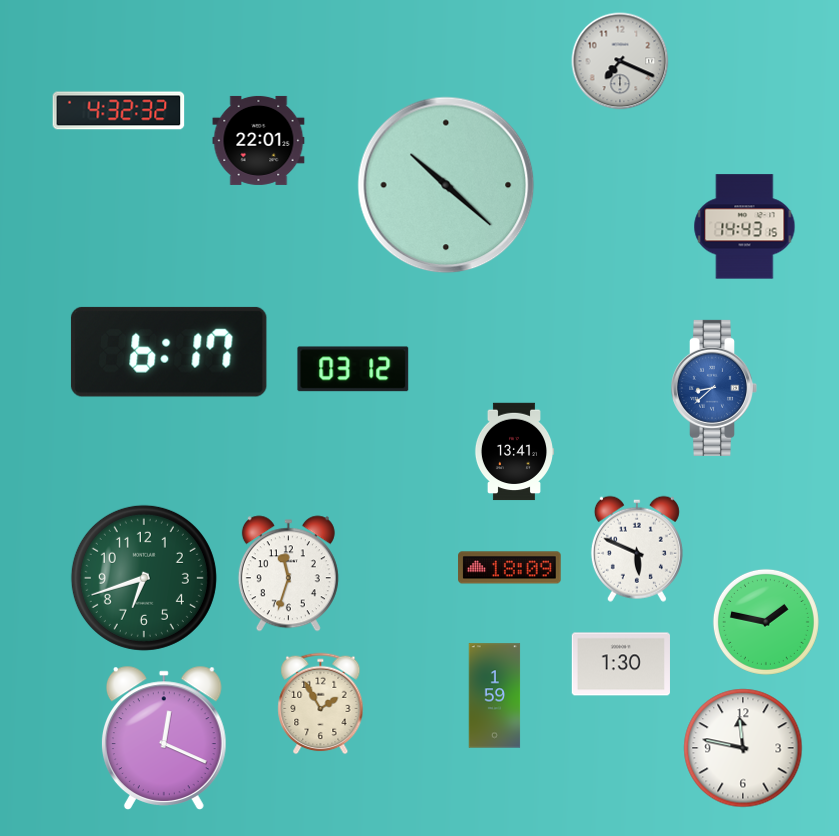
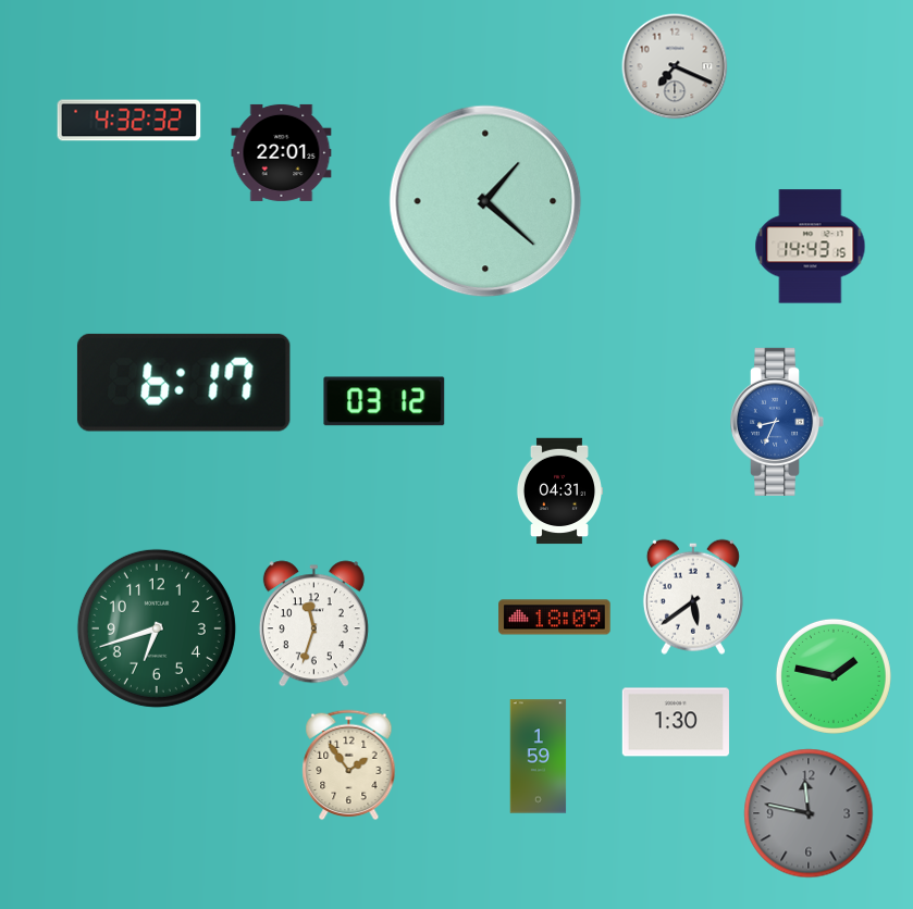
clock at (446, 185): 10:22 -> 1:22
clock at (714, 388): 8:38 -> 8:34
clock at (514, 452): 13:41 -> 04:31
clock at (637, 549): 5:49 -> 5:39
clock at (321, 704): 1:55 -> 1:54
clock at (164, 738): 12:19 -> none
clock at (743, 748) dial: white -> grey
